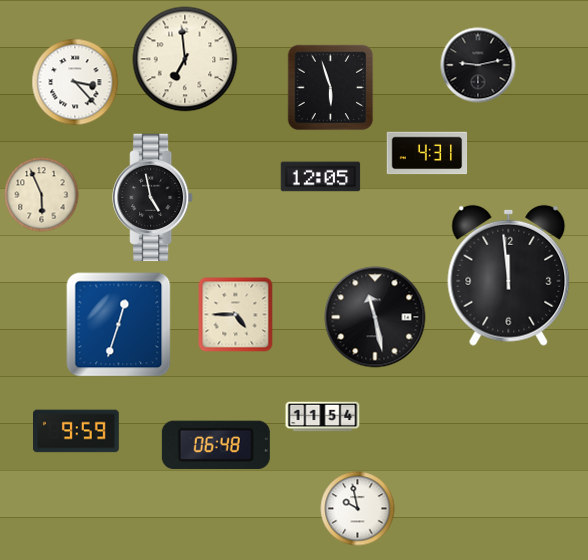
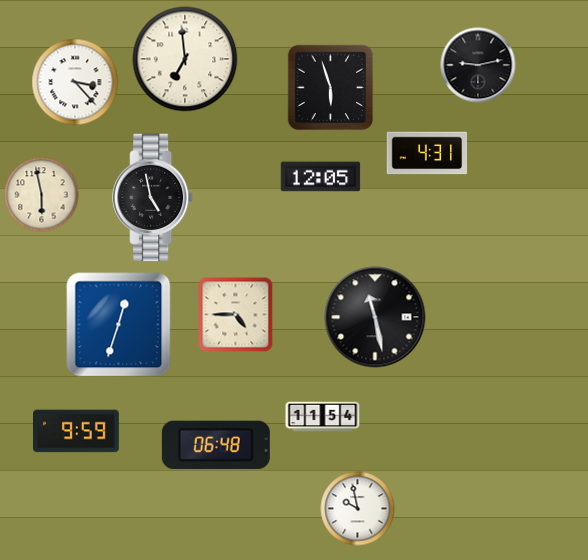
clock at (42, 195): 5:56 -> 5:58
clock at (509, 275): 11:59 -> none
